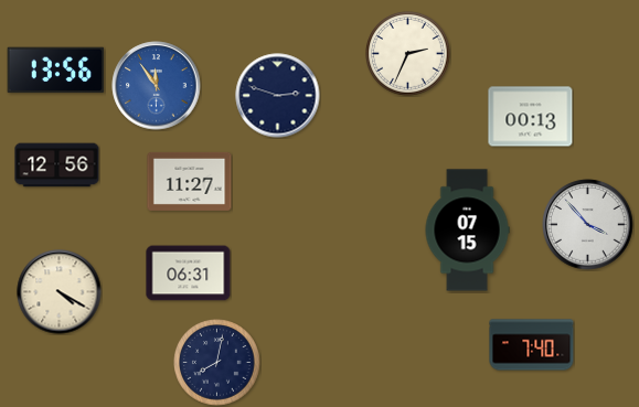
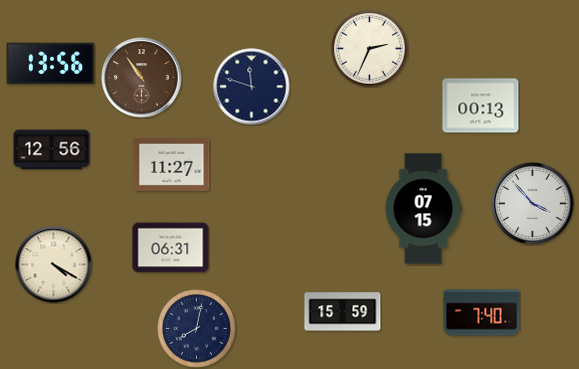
clock at (157, 86): 11:54 -> 10:54
clock at (157, 86) dial: blue -> brown
clock at (278, 96): 2:48 -> 11:48
clock at (343, 312): none -> 15:59
